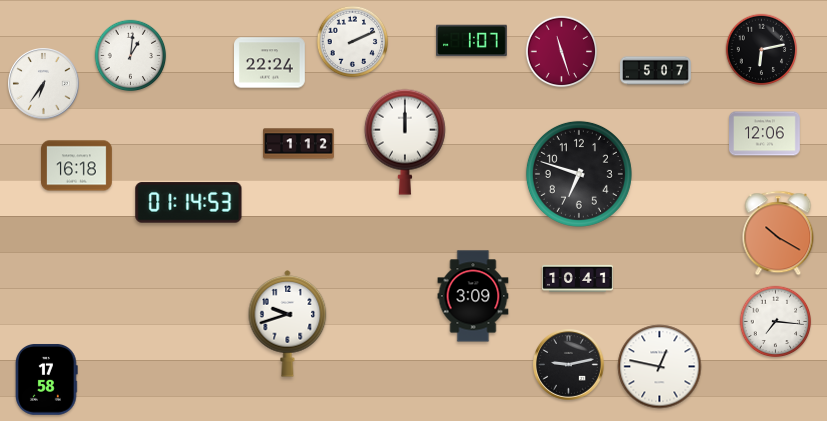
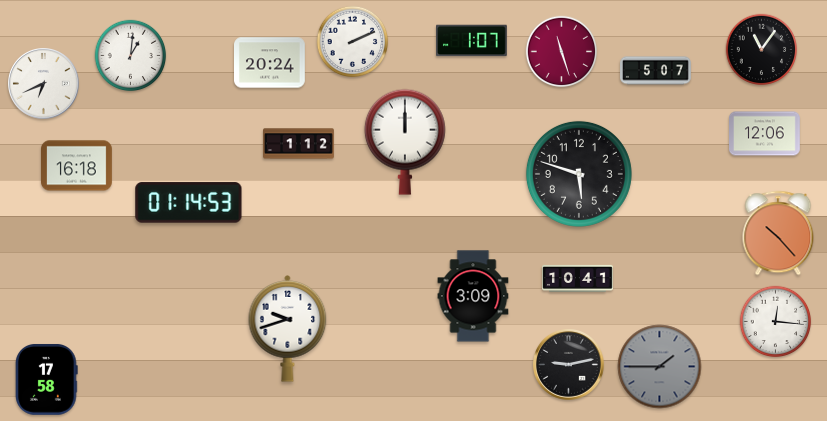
clock at (762, 50): 6:13 -> 11:06
clock at (270, 63): 22:24 -> 20:24
clock at (44, 84): 6:36 -> 6:41
clock at (579, 174): 6:48 -> 5:48
clock at (778, 233): 10:20 -> 10:23
clock at (776, 322): 7:16 -> 12:16
clock at (288, 324) position: (288, 324) -> (288, 329)
clock at (660, 367): 12:47 -> 1:45
clock at (660, 367) dial: white -> grey
